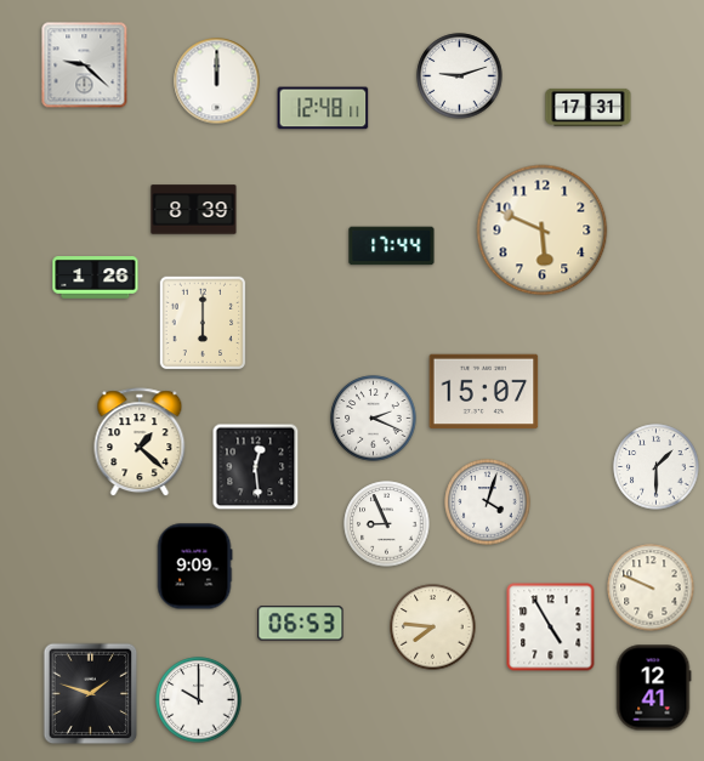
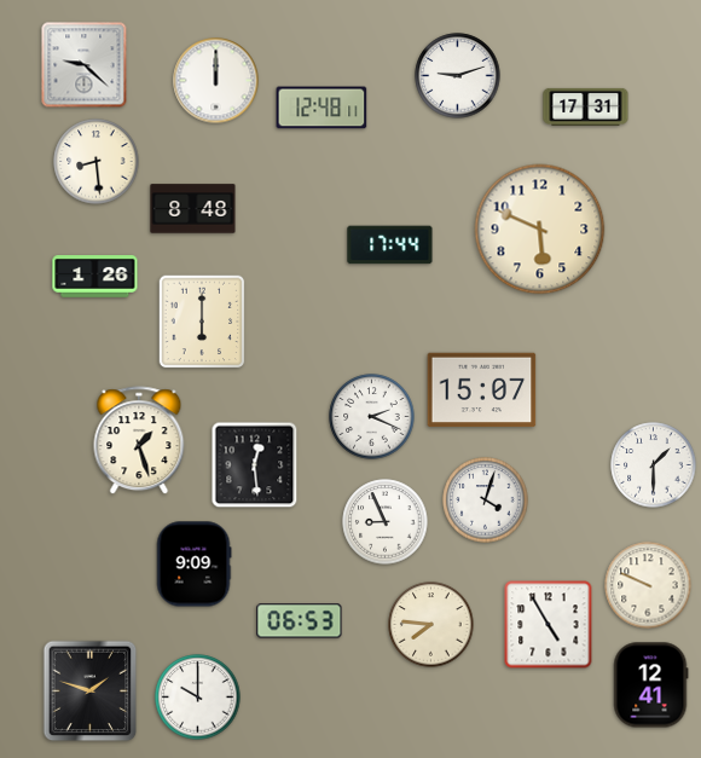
clock at (97, 162): none -> 8:29
clock at (194, 210): 8:39 -> 8:48
clock at (140, 443): 1:22 -> 1:27
